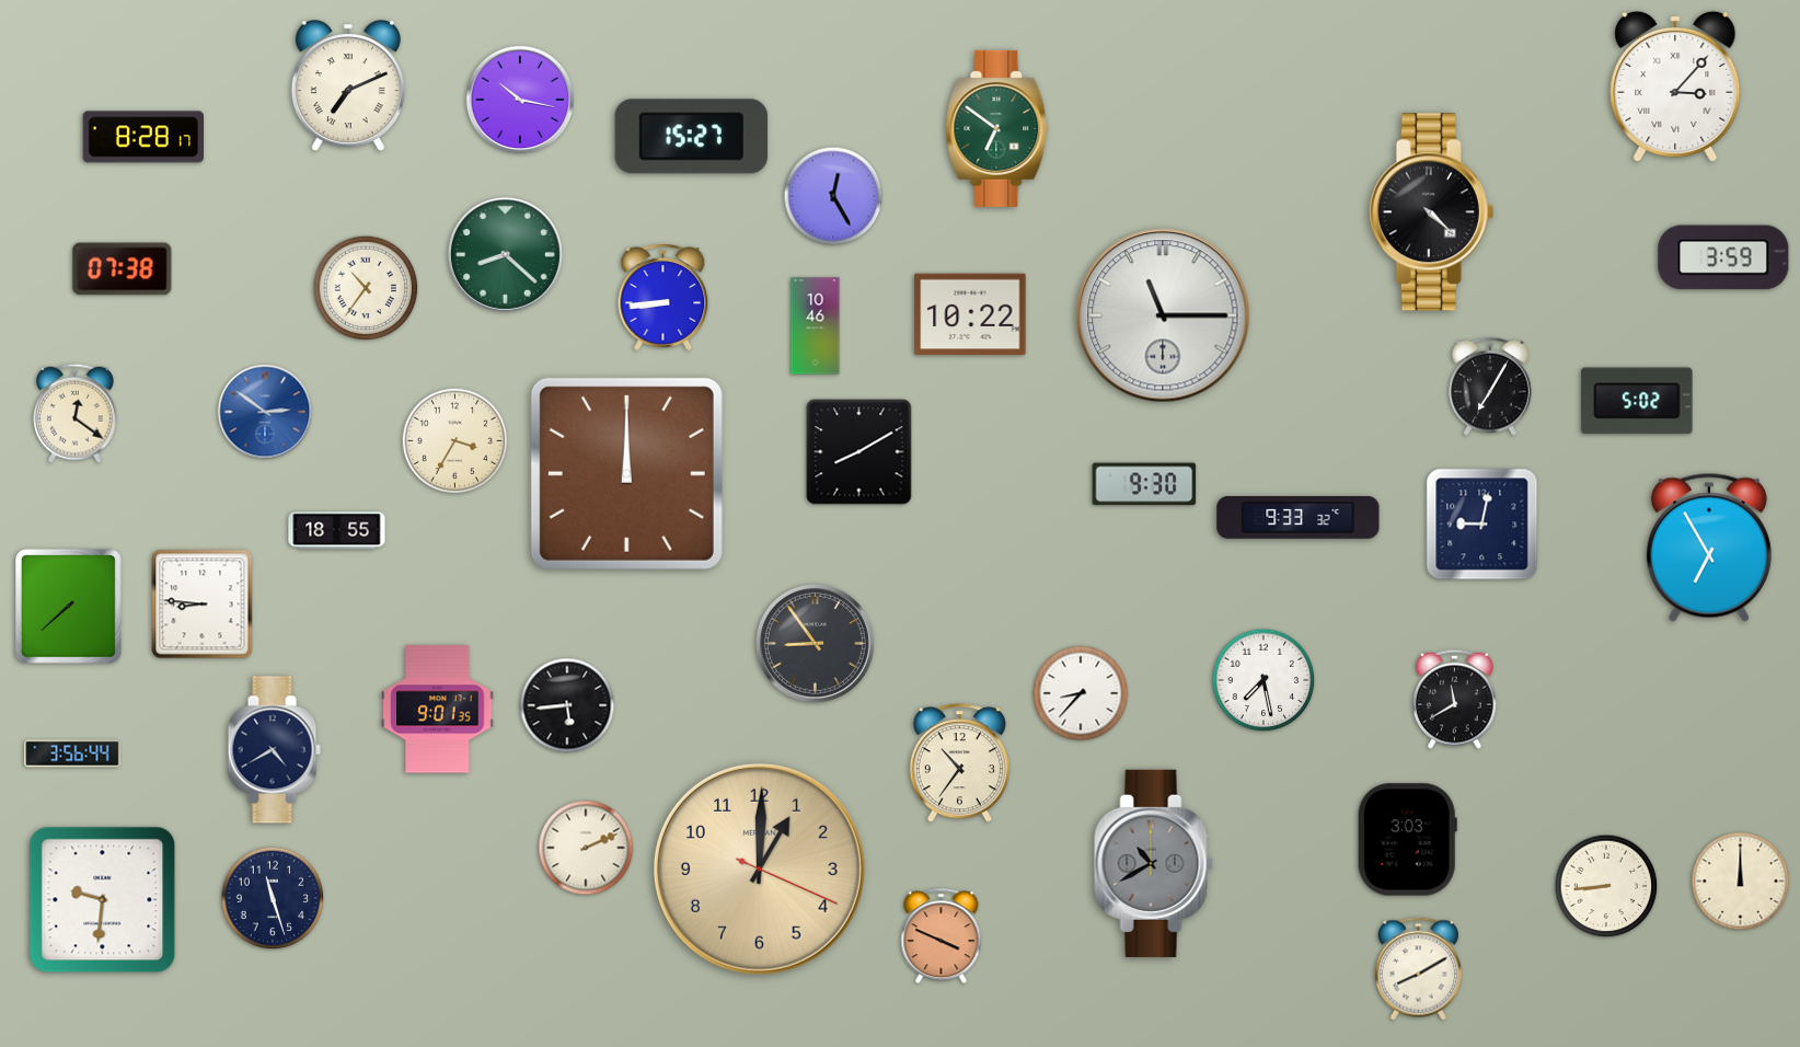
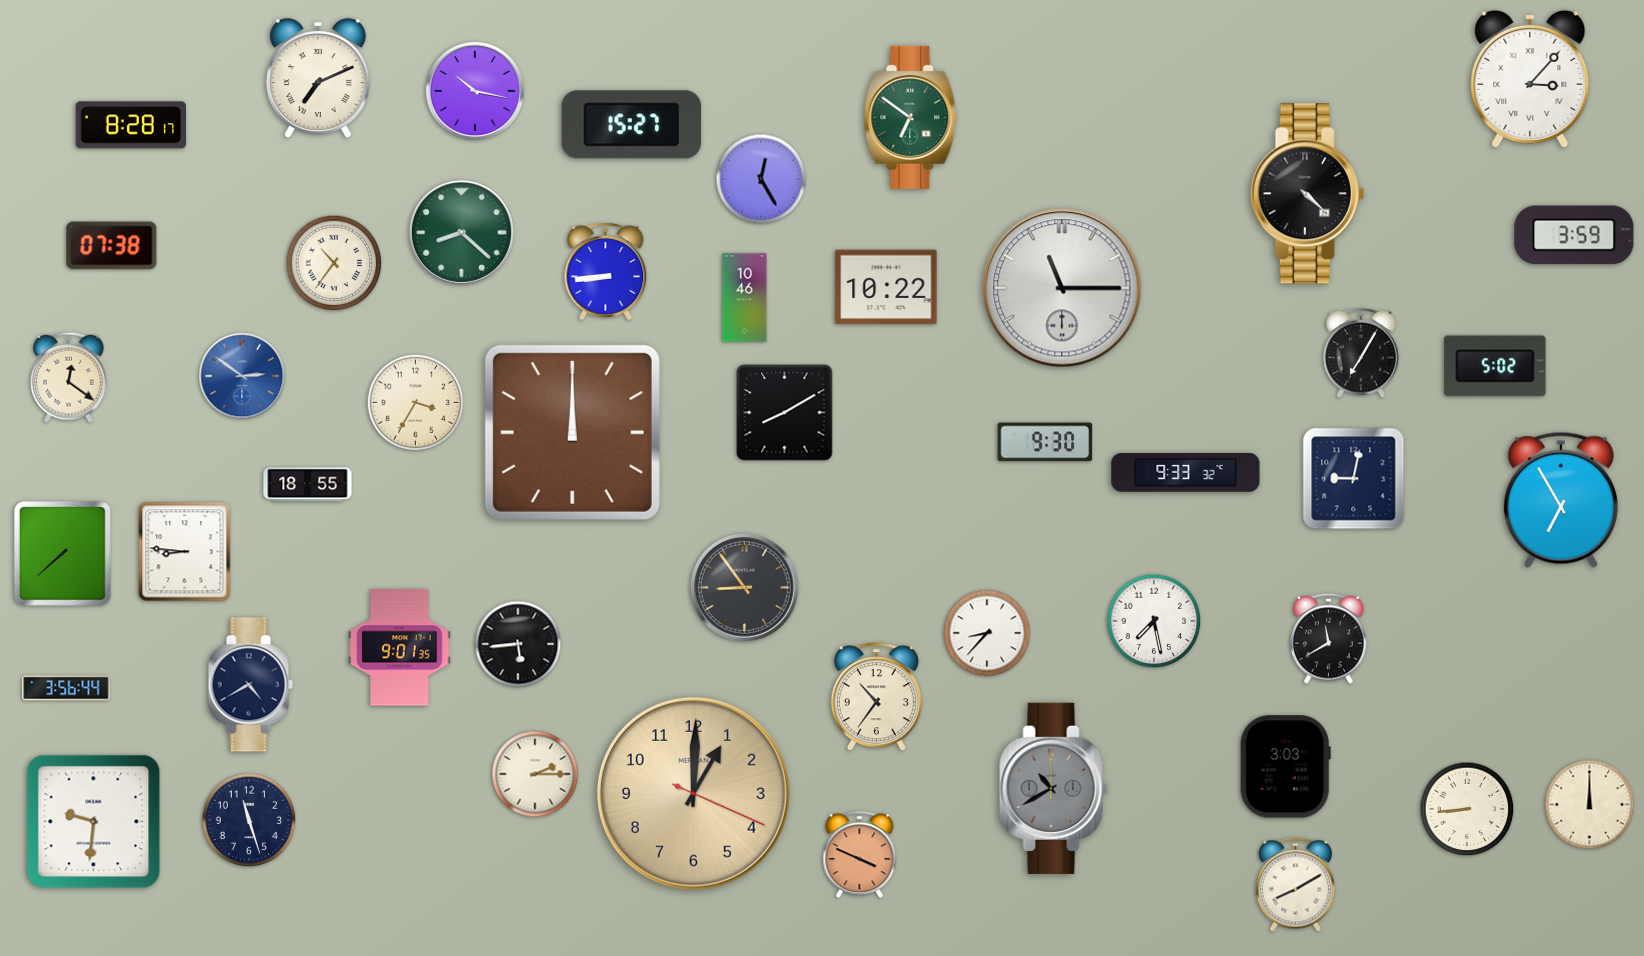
clock at (586, 848): 2:11 -> 2:15
